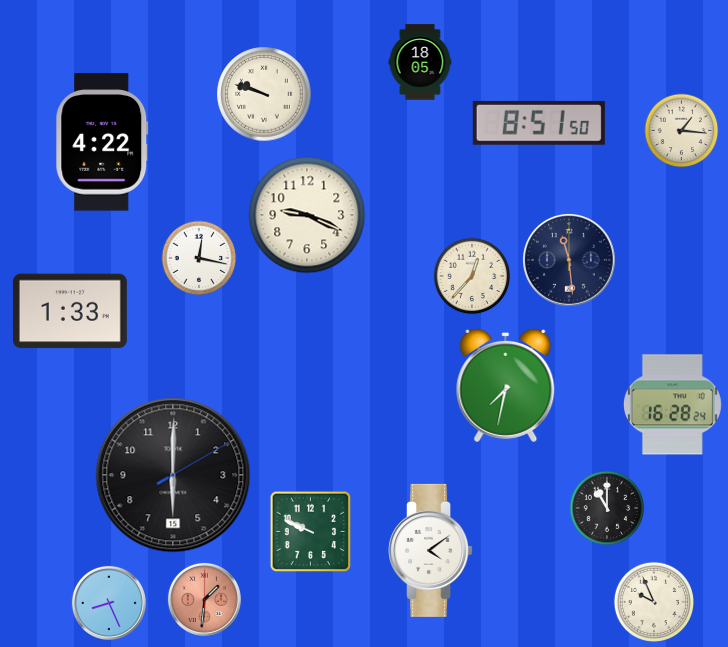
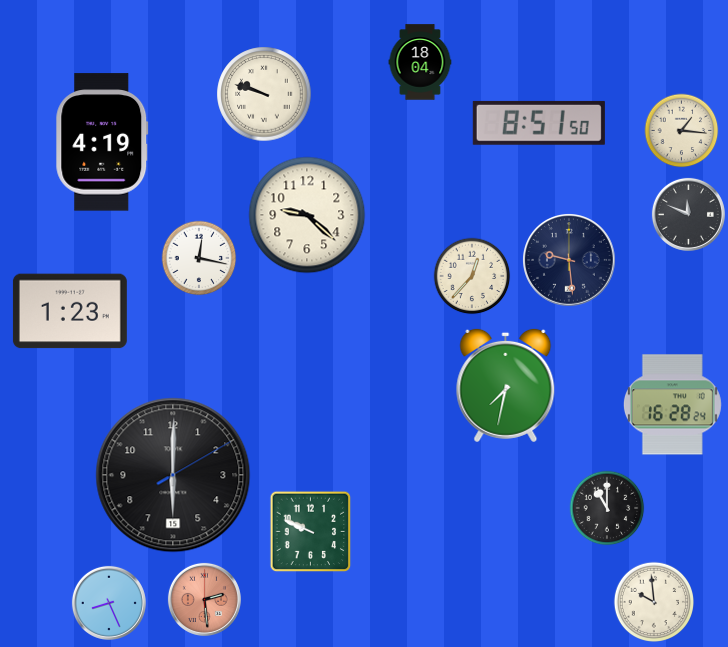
clock at (420, 62): 18:05 -> 18:04
clock at (102, 142): 4:22 -> 4:19
clock at (688, 214): none -> 11:49
clock at (307, 215): 9:19 -> 9:22
clock at (570, 261): 11:29 -> 9:29
clock at (70, 311): 1:33 -> 1:23
clock at (431, 550): 4:09 -> none
clock at (204, 599): 1:31 -> 2:29
clock at (653, 601): 9:56 -> 9:59
